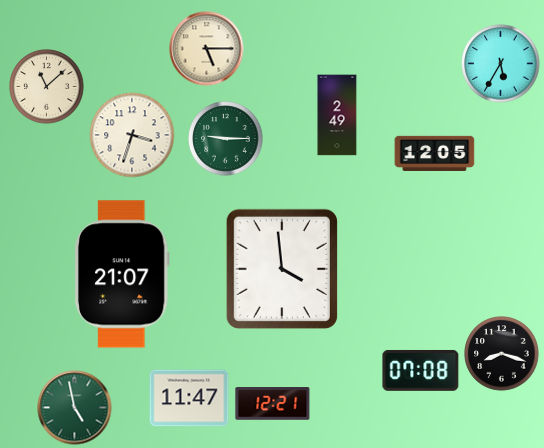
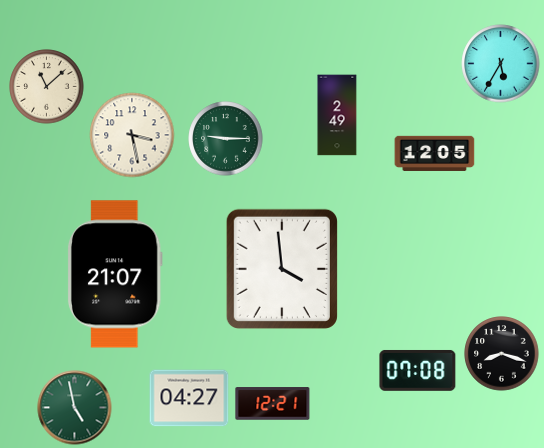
clock at (207, 49): 5:15 -> none
clock at (132, 135): 3:33 -> 3:28
clock at (122, 274) position: (122, 274) -> (115, 274)
clock at (421, 370) position: (421, 370) -> (418, 370)
clock at (189, 398): 11:47 -> 04:27
